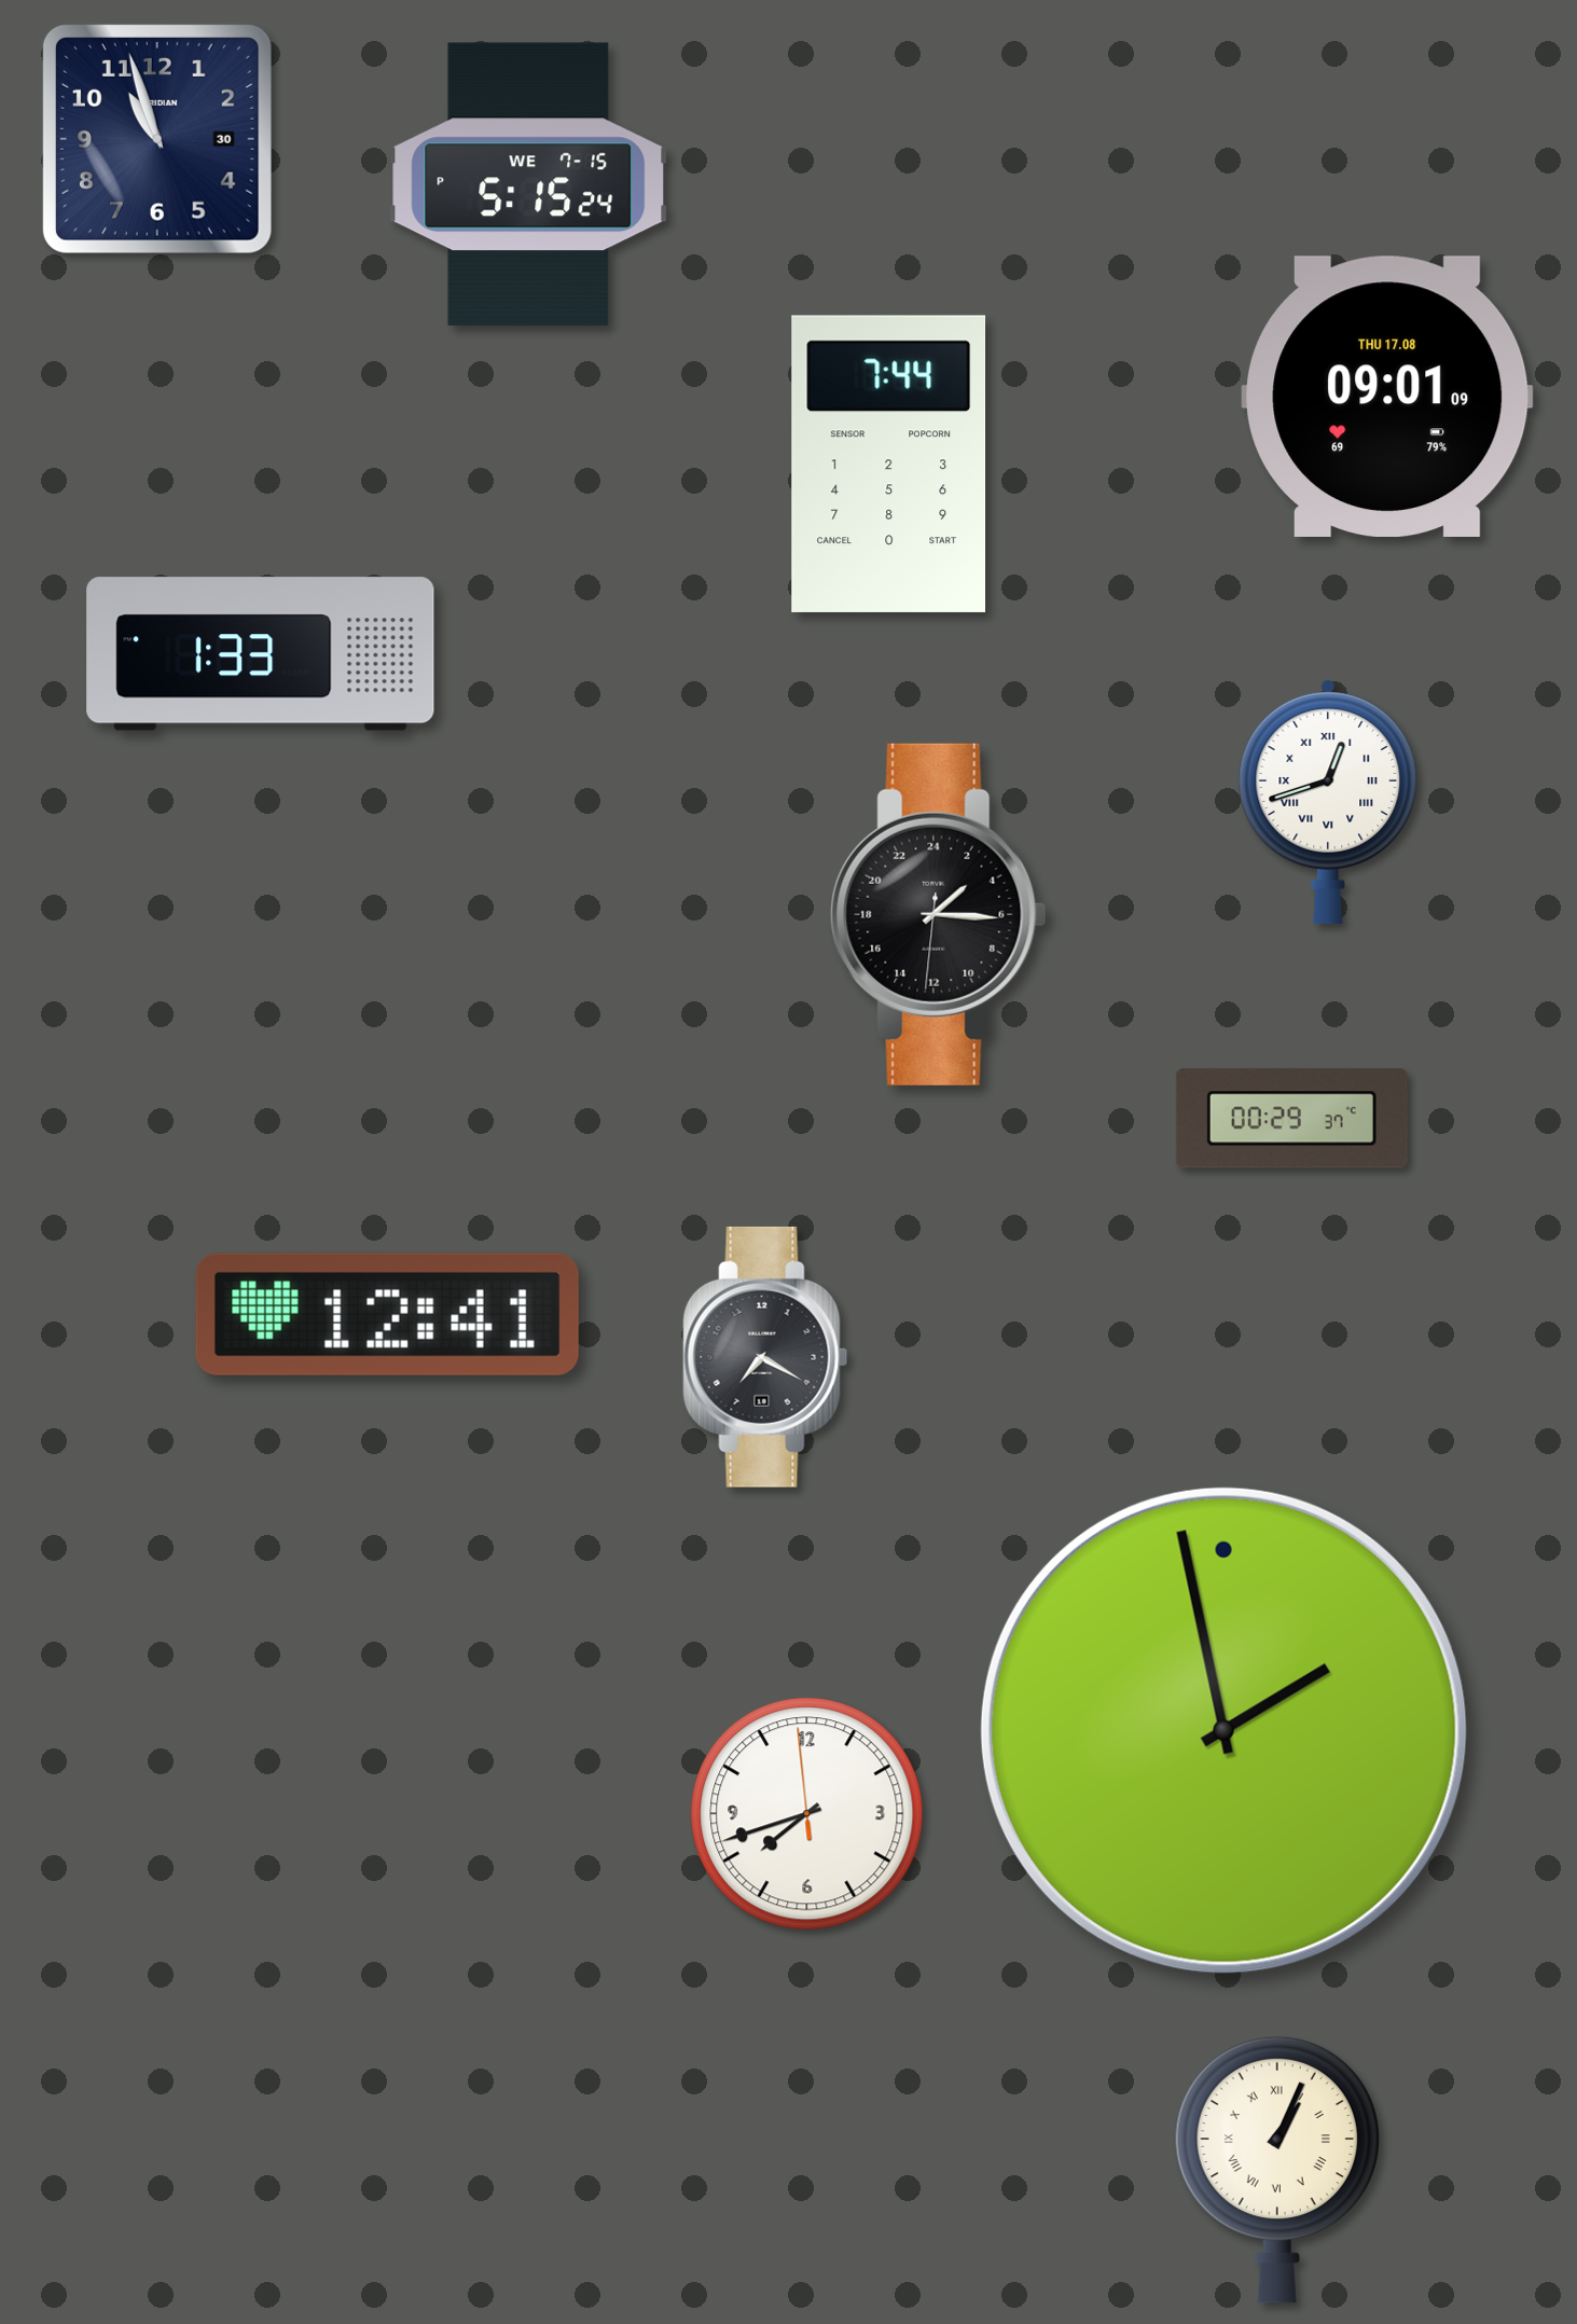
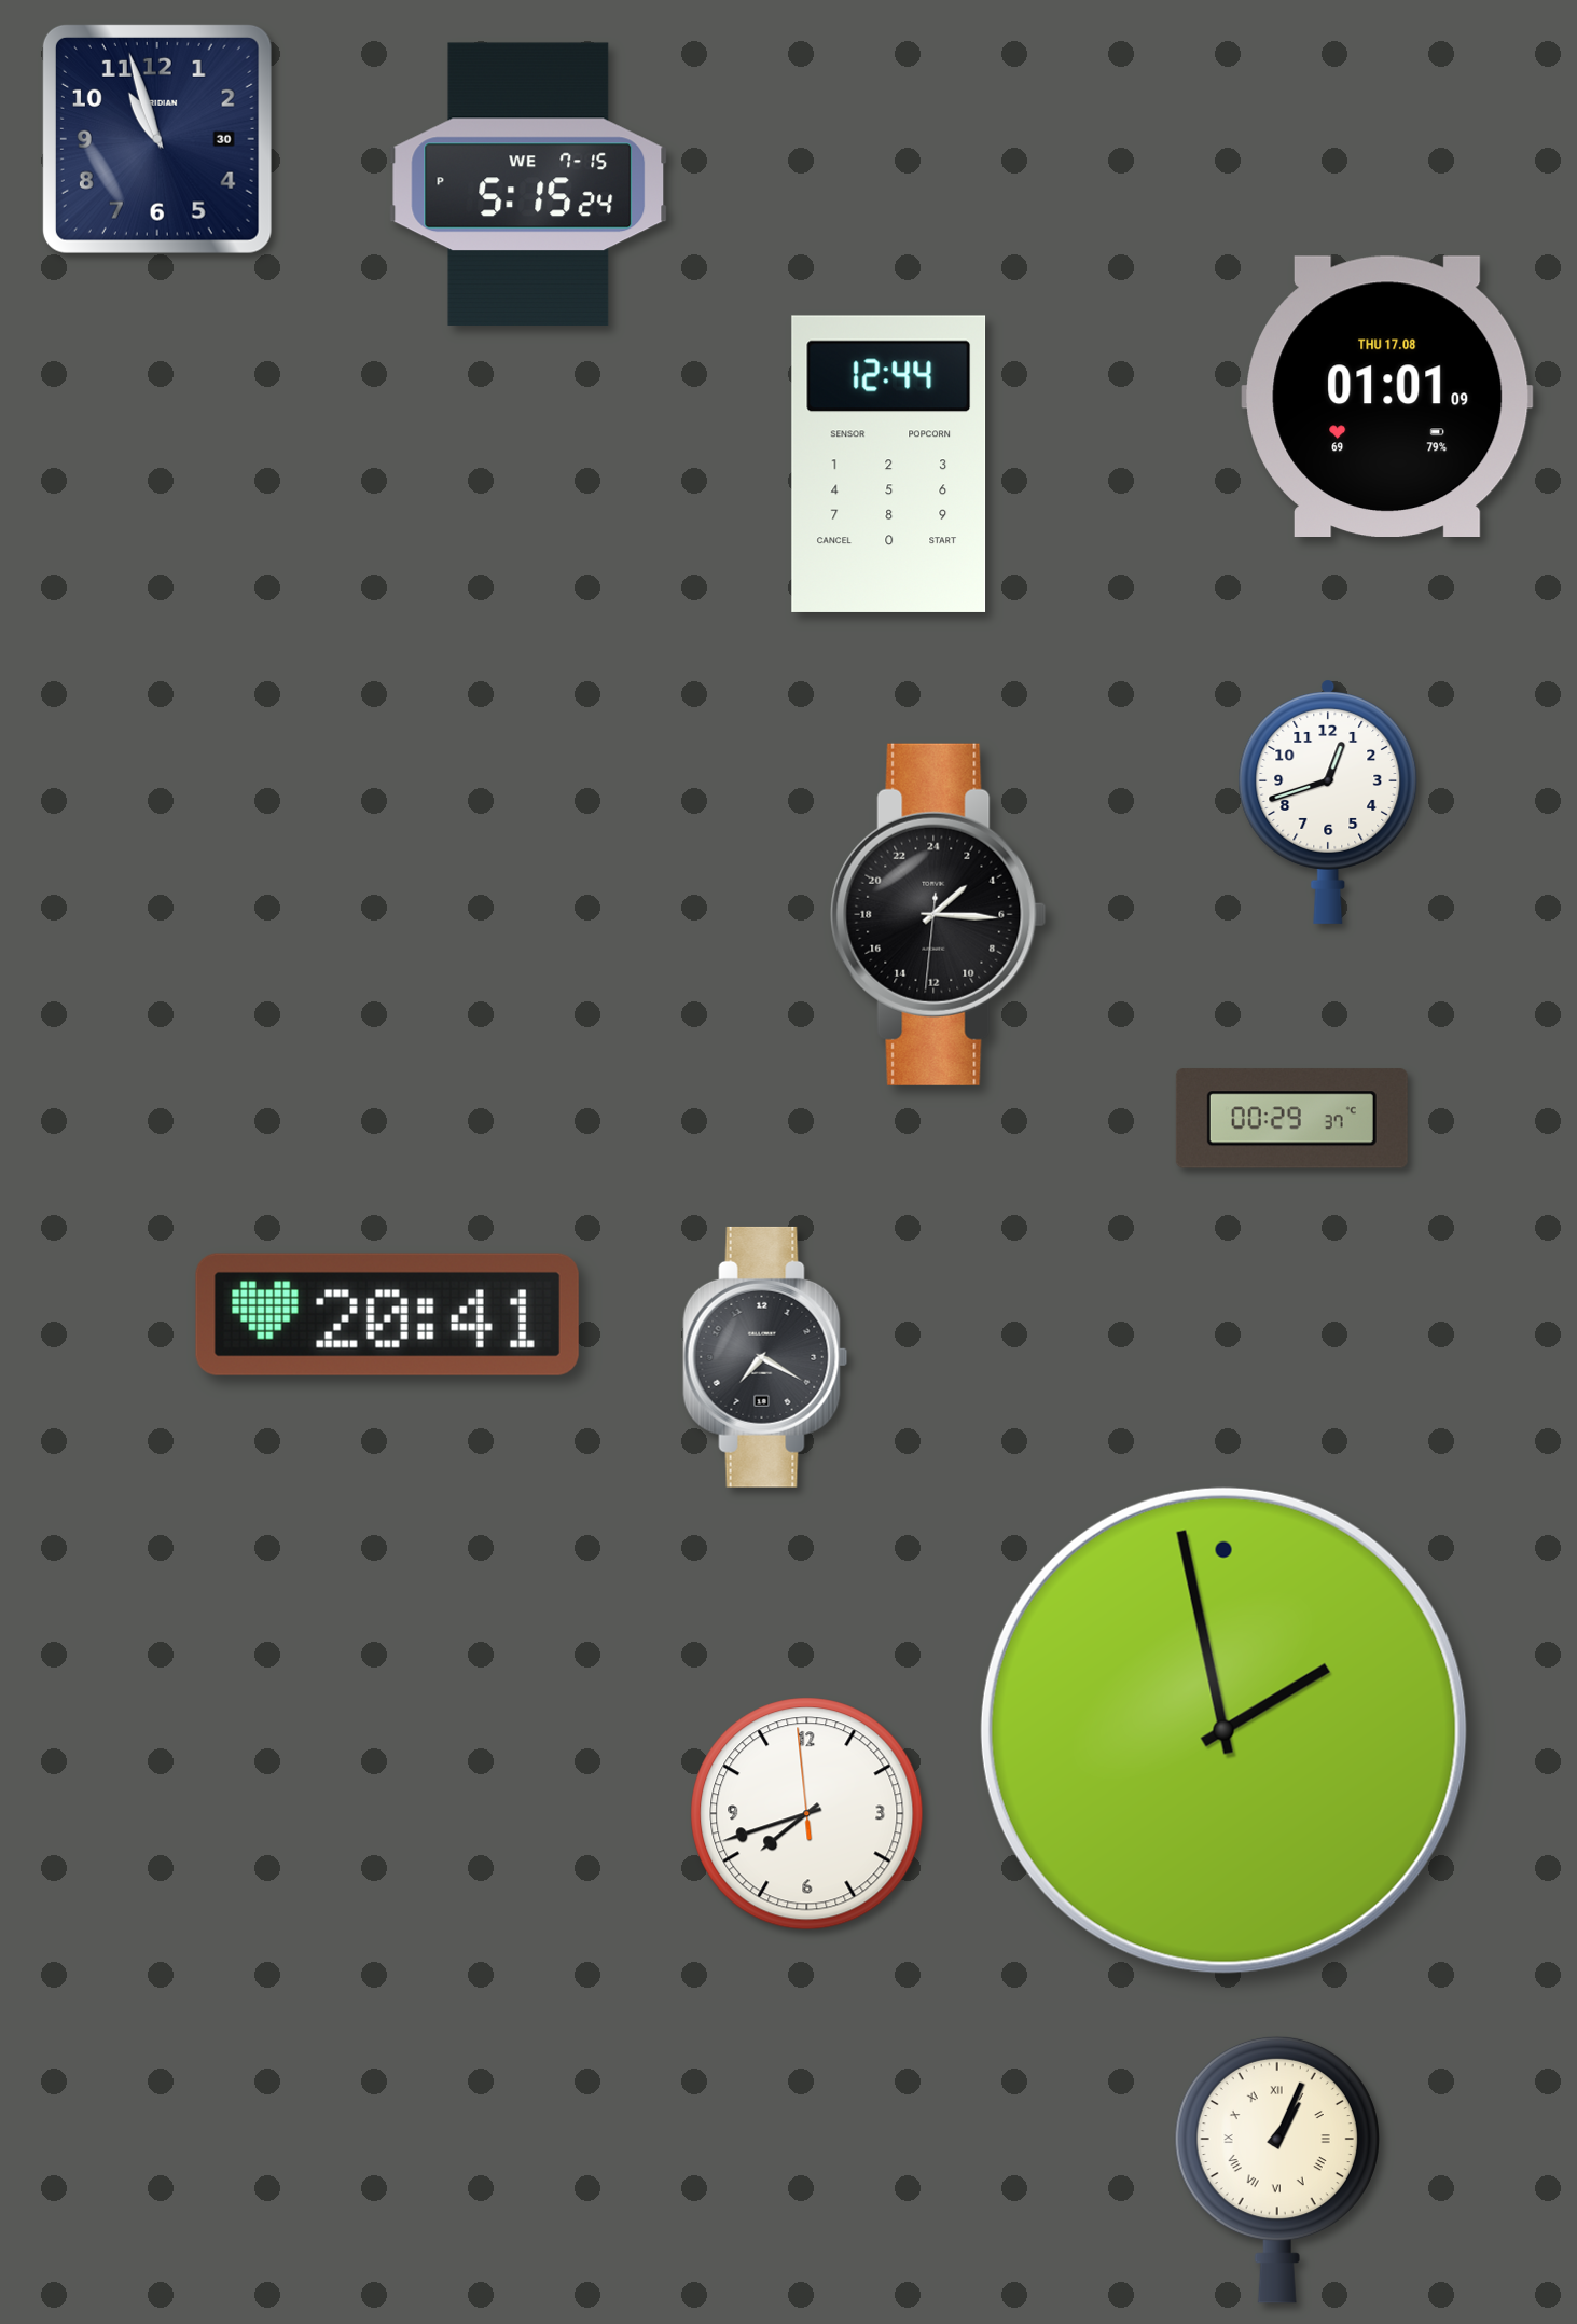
clock at (1387, 396): 09:01 -> 01:01
clock at (889, 464): 7:44 -> 12:44
clock at (261, 654): 1:33 -> none
clock at (1328, 802) numerals: Roman -> Arabic
clock at (387, 1314): 12:41 -> 20:41
